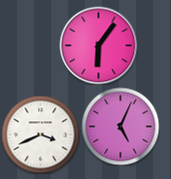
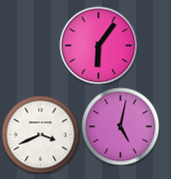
clock at (120, 126): 5:04 -> 5:02
